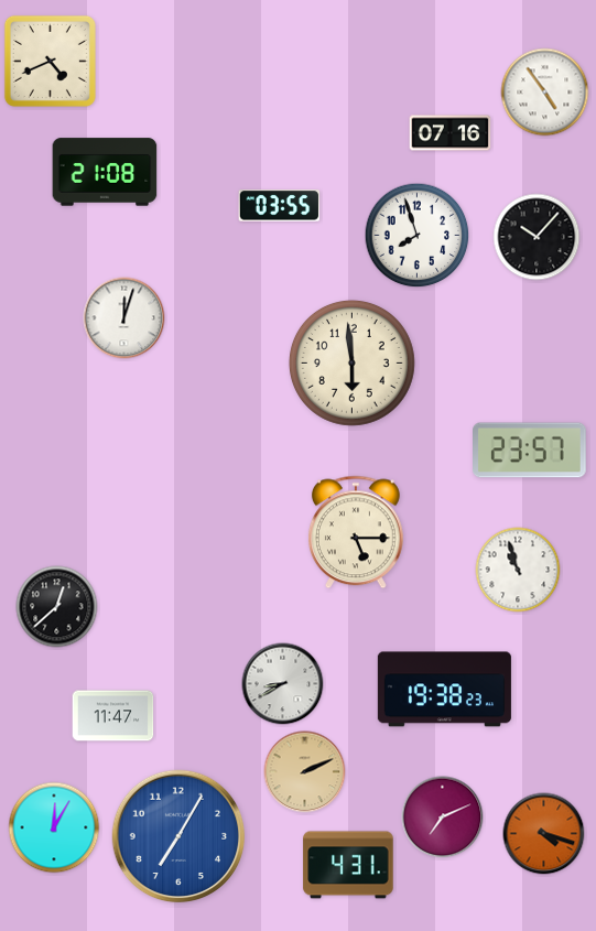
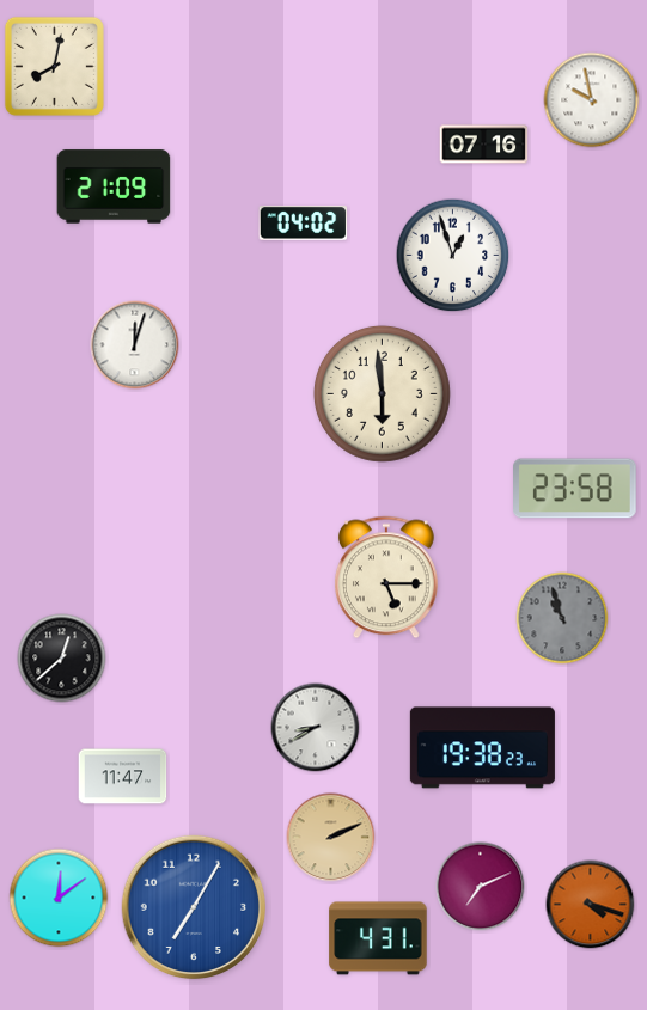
clock at (50, 61): 4:41 -> 8:02
clock at (545, 93): 4:54 -> 9:58
clock at (451, 133) position: (451, 133) -> (484, 145)
clock at (105, 172): 21:08 -> 21:09
clock at (280, 206): 03:55 -> 04:02
clock at (418, 236): 7:57 -> 12:57
clock at (537, 237): 10:07 -> none
clock at (530, 451): 23:57 -> 23:58
clock at (518, 570) dial: white -> grey
clock at (283, 684) position: (283, 684) -> (316, 728)
clock at (54, 827): 12:05 -> 12:09
